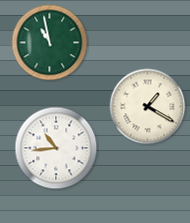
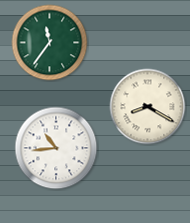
clock at (50, 43): 10:58 -> 11:36
clock at (148, 107): 1:20 -> 8:20
